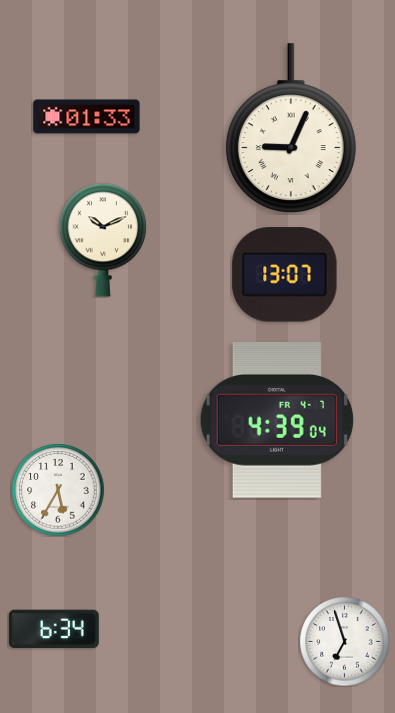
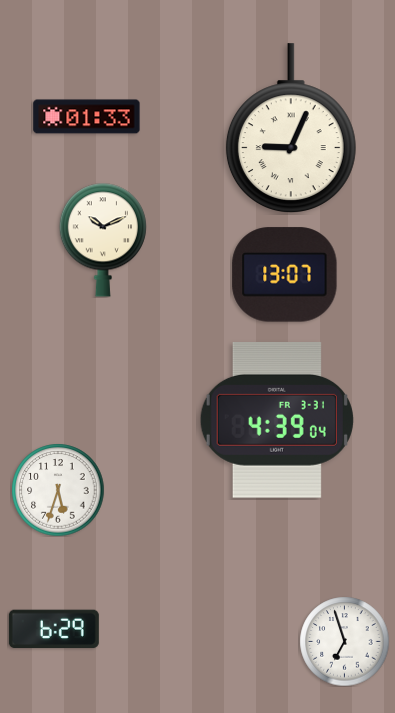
clock at (277, 420) date: FR 4-7 -> FR 3-31
clock at (58, 490): 5:35 -> 5:33
clock at (54, 629): 6:34 -> 6:29
